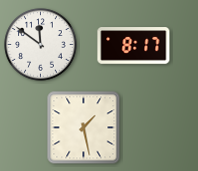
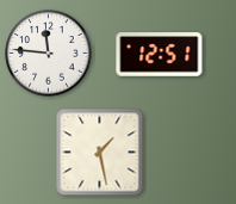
clock at (41, 45): 11:51 -> 11:46
clock at (134, 46): 8:17 -> 12:51
